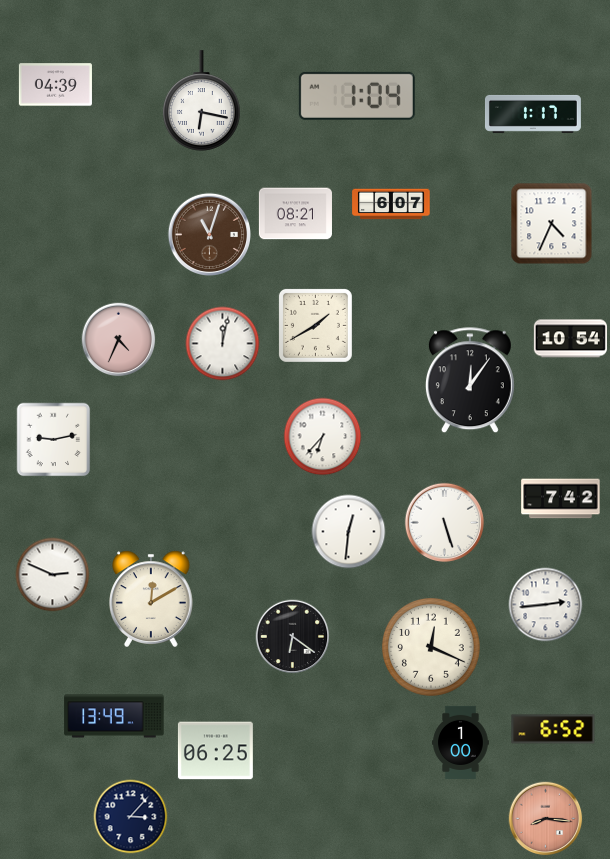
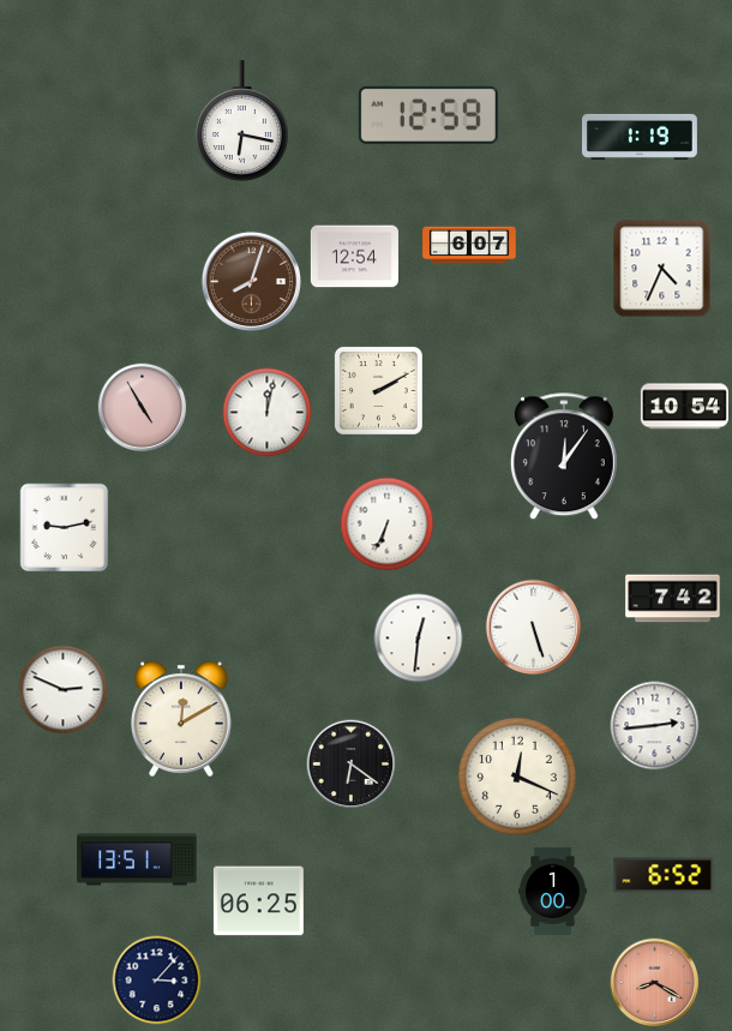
clock at (55, 85): 04:39 -> none
clock at (357, 96): 1:04 -> 12:59
clock at (533, 114): 1:17 -> 1:19
clock at (295, 214): 08:21 -> 12:54
clock at (209, 234): 11:03 -> 8:03
clock at (315, 325): 1:40 -> 2:10
clock at (119, 340): 4:34 -> 4:55
clock at (323, 437): 6:37 -> 6:34
clock at (114, 716): 13:49 -> 13:51
clock at (546, 819): 8:16 -> 8:20
